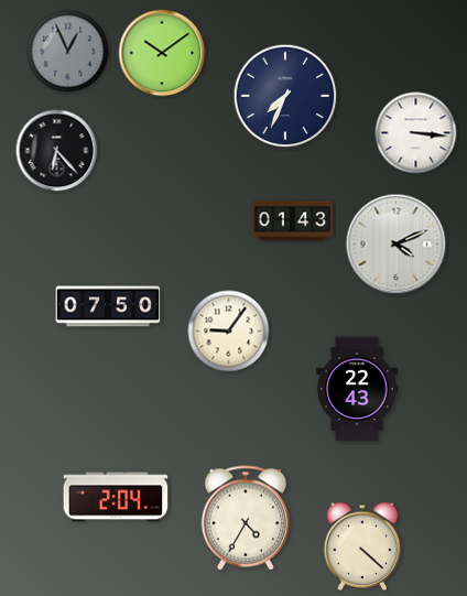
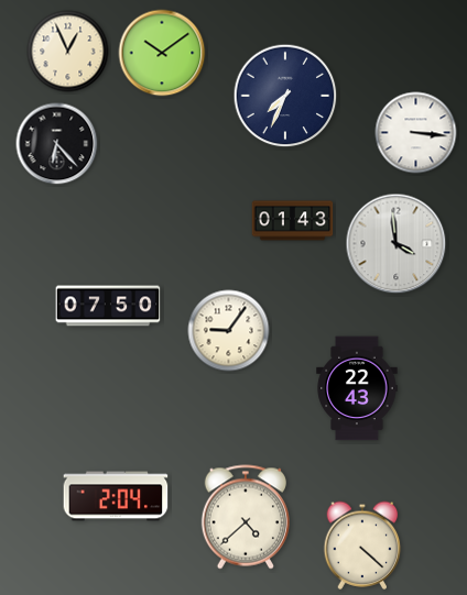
clock at (68, 52) dial: grey -> cream
clock at (57, 151) position: (57, 151) -> (57, 144)
clock at (397, 245): 4:11 -> 3:59
clock at (245, 518): 4:35 -> 4:38
